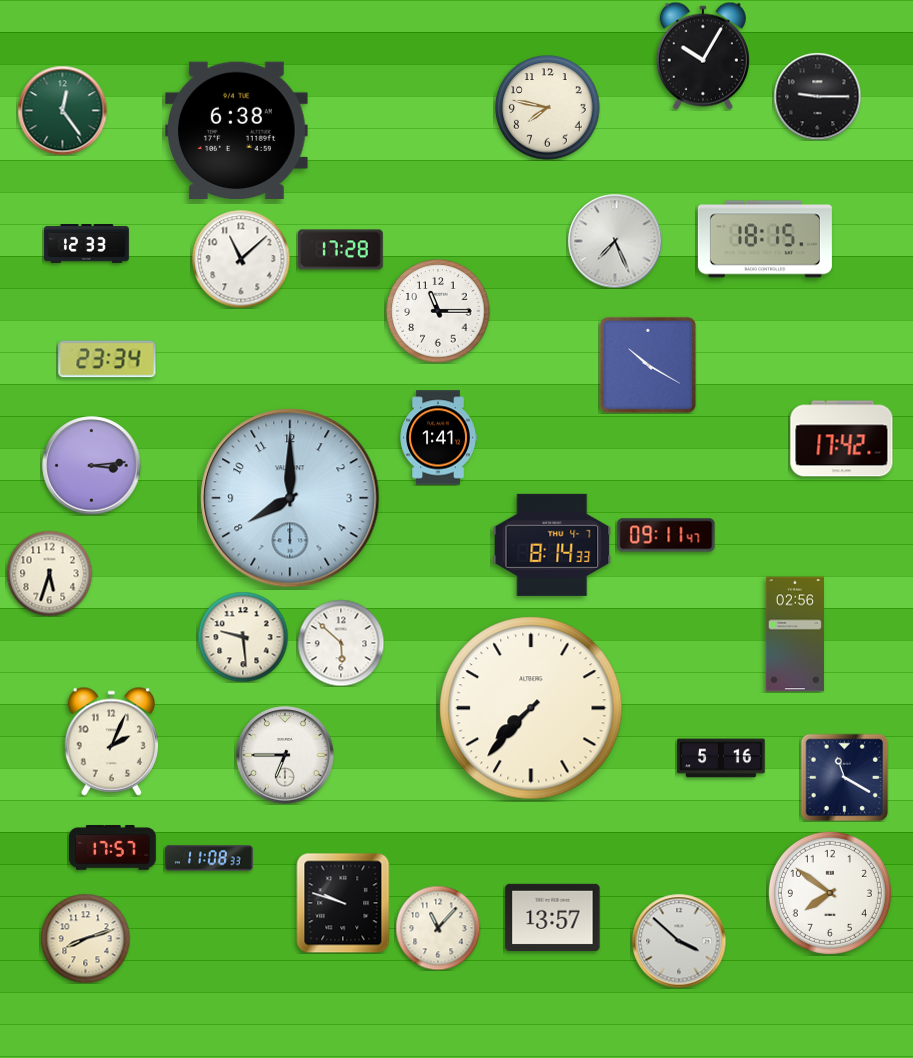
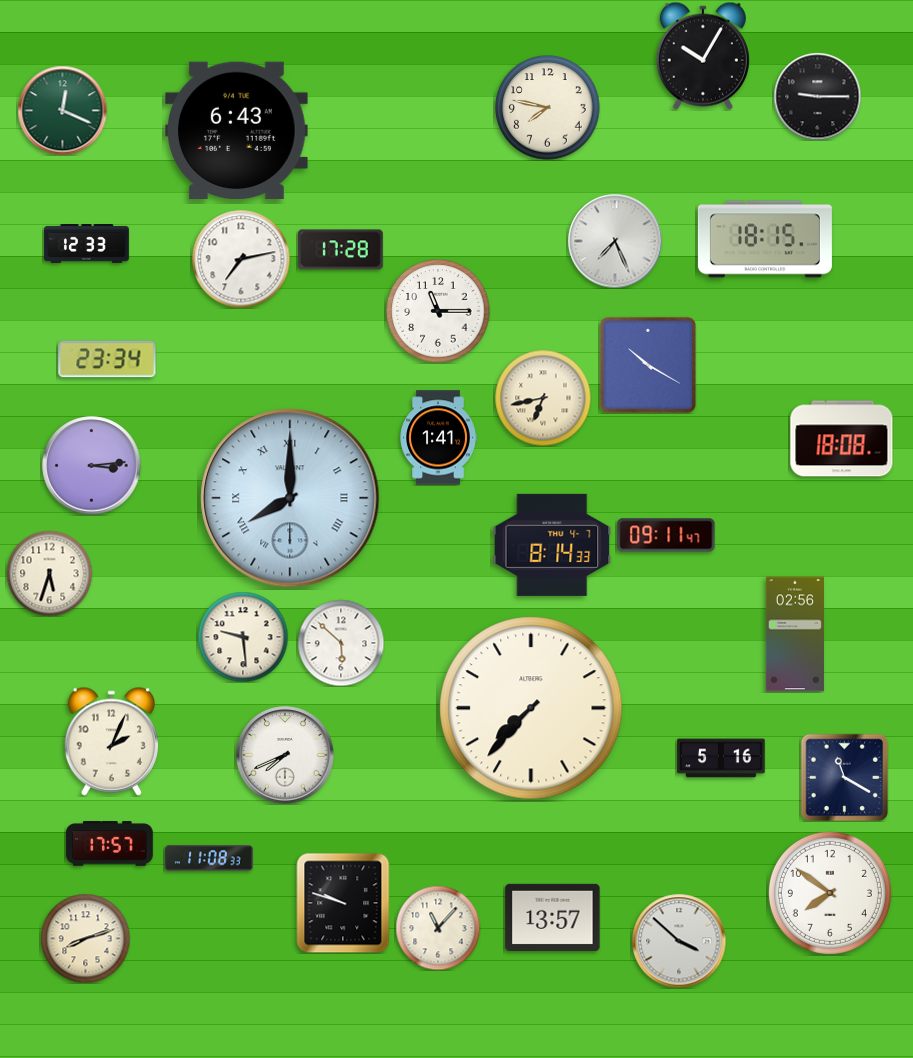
clock at (62, 110): 12:24 -> 12:19
clock at (237, 130): 6:38 -> 6:43
clock at (241, 259): 11:08 -> 7:13
clock at (543, 398): none -> 6:43
clock at (842, 439): 17:42 -> 18:08
clock at (290, 498) numerals: Arabic -> Roman
clock at (285, 755): 6:45 -> 7:41
clock at (113, 848) position: (113, 848) -> (110, 844)
